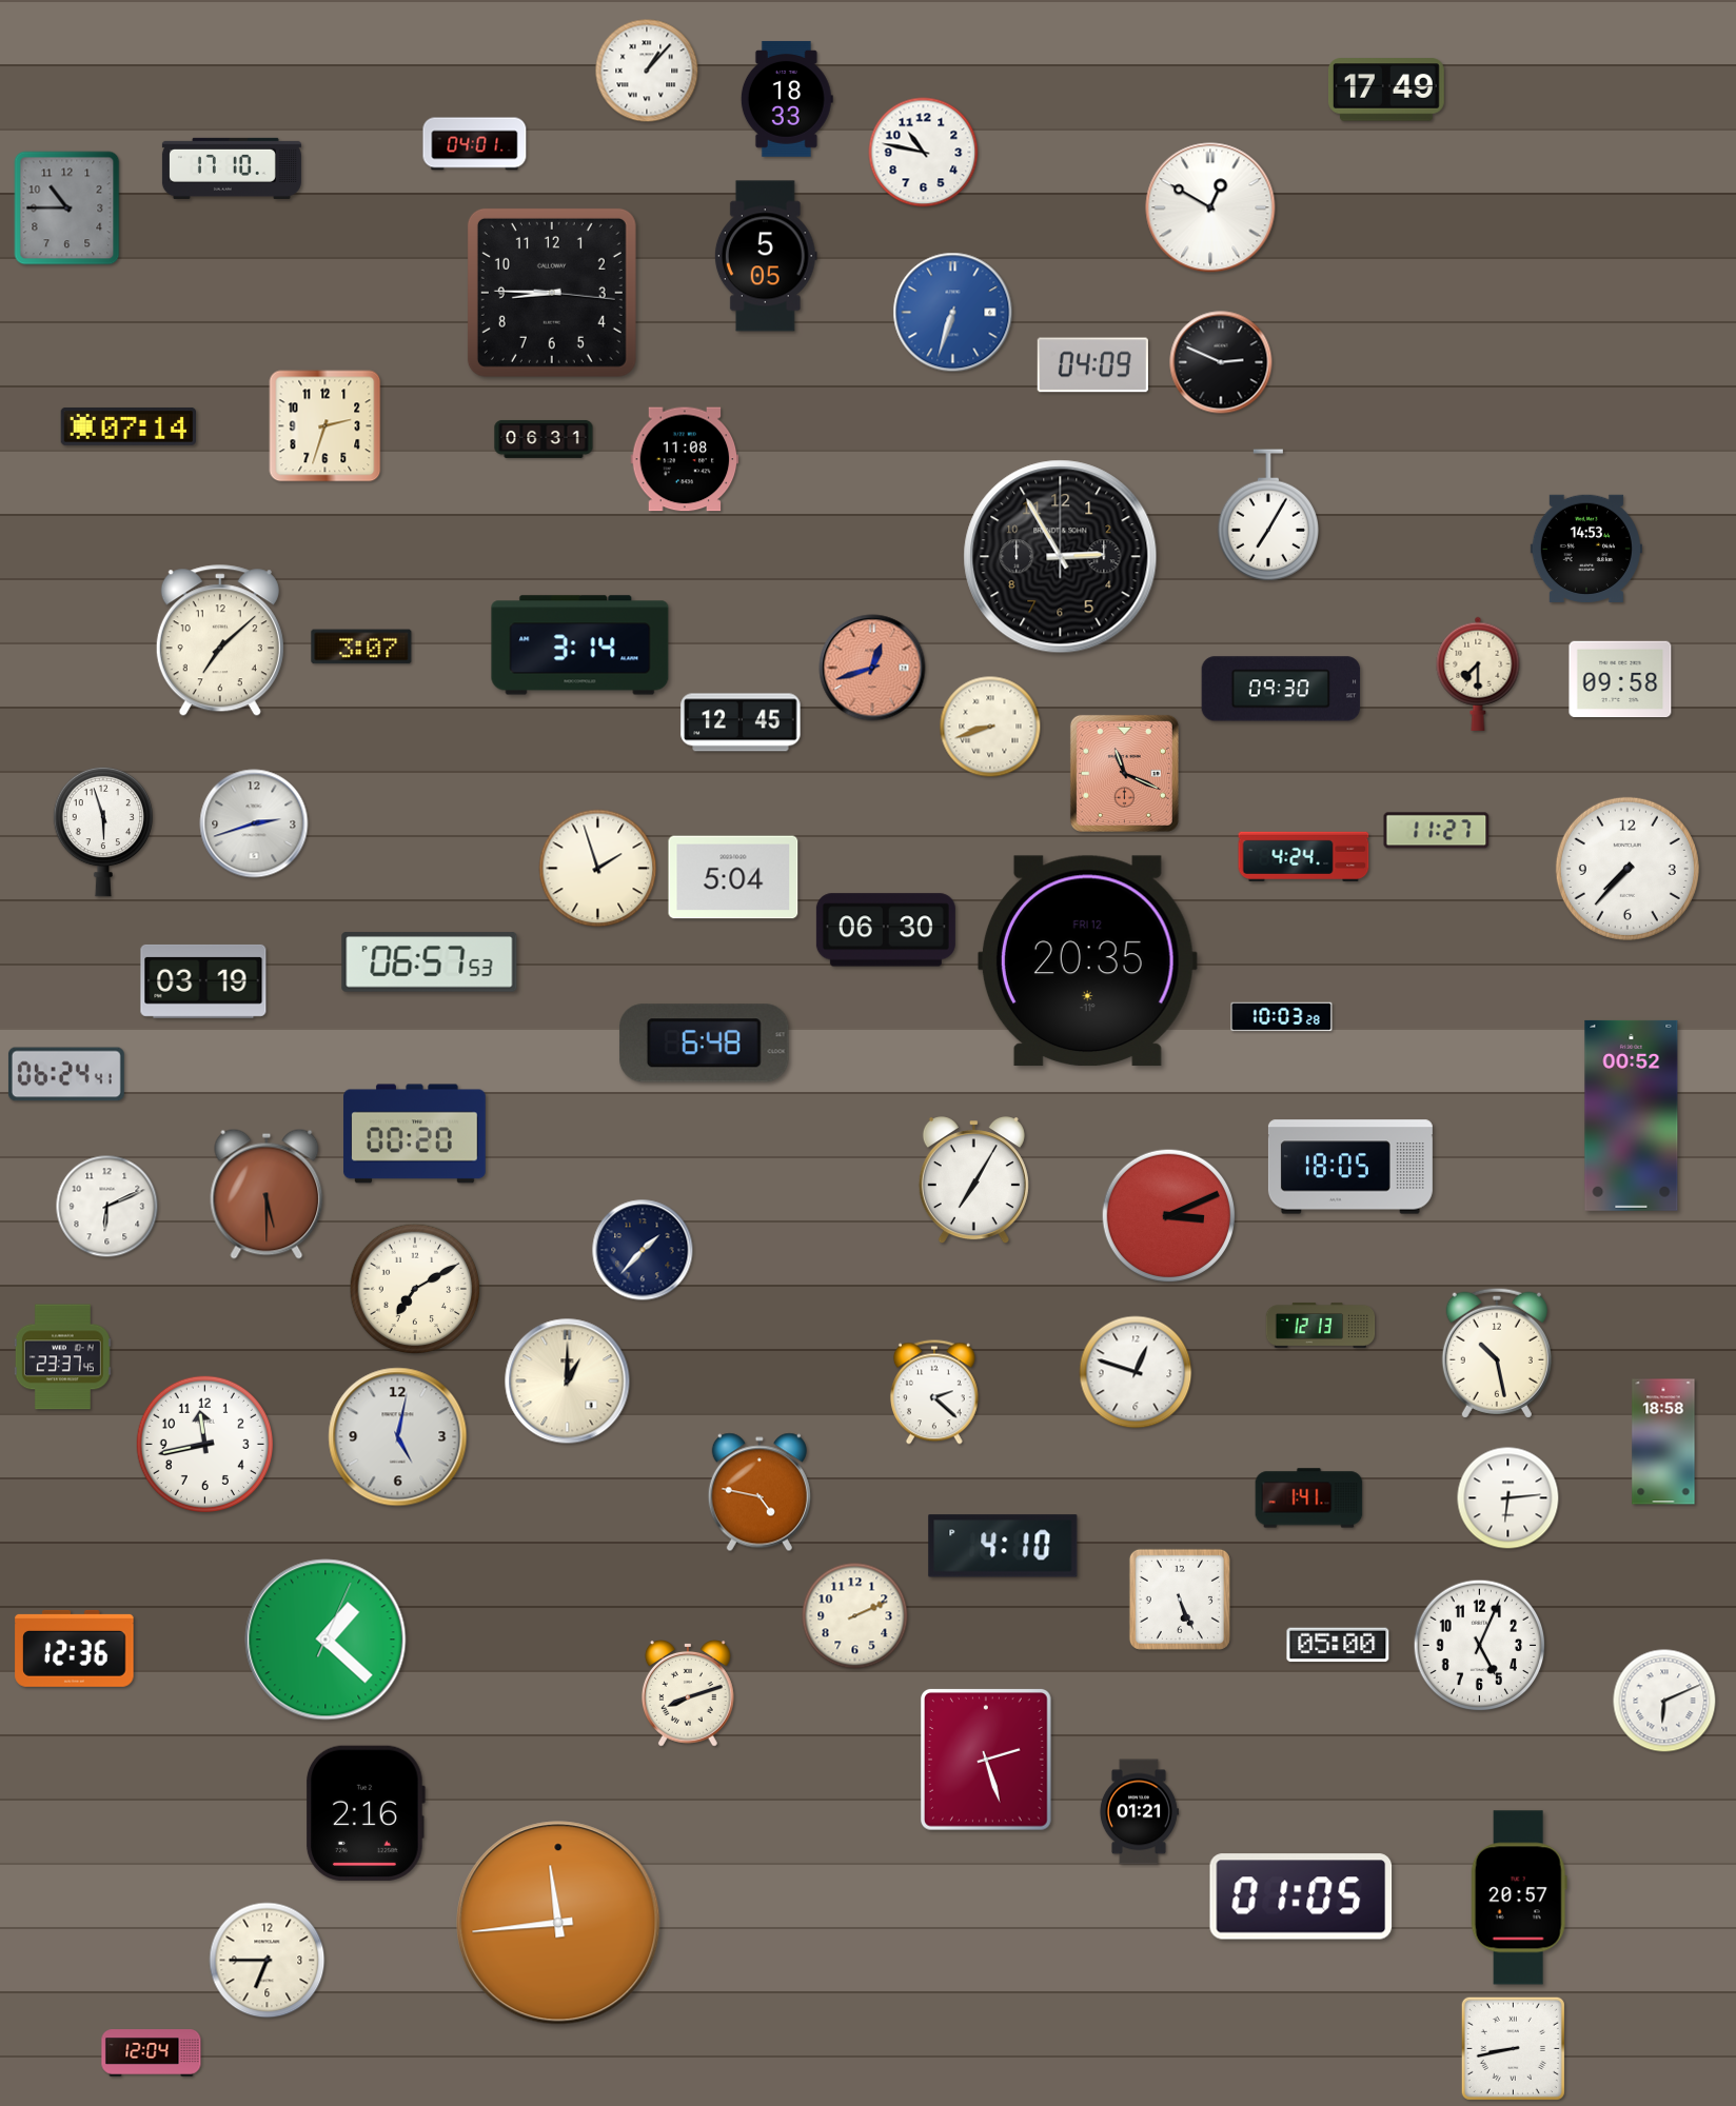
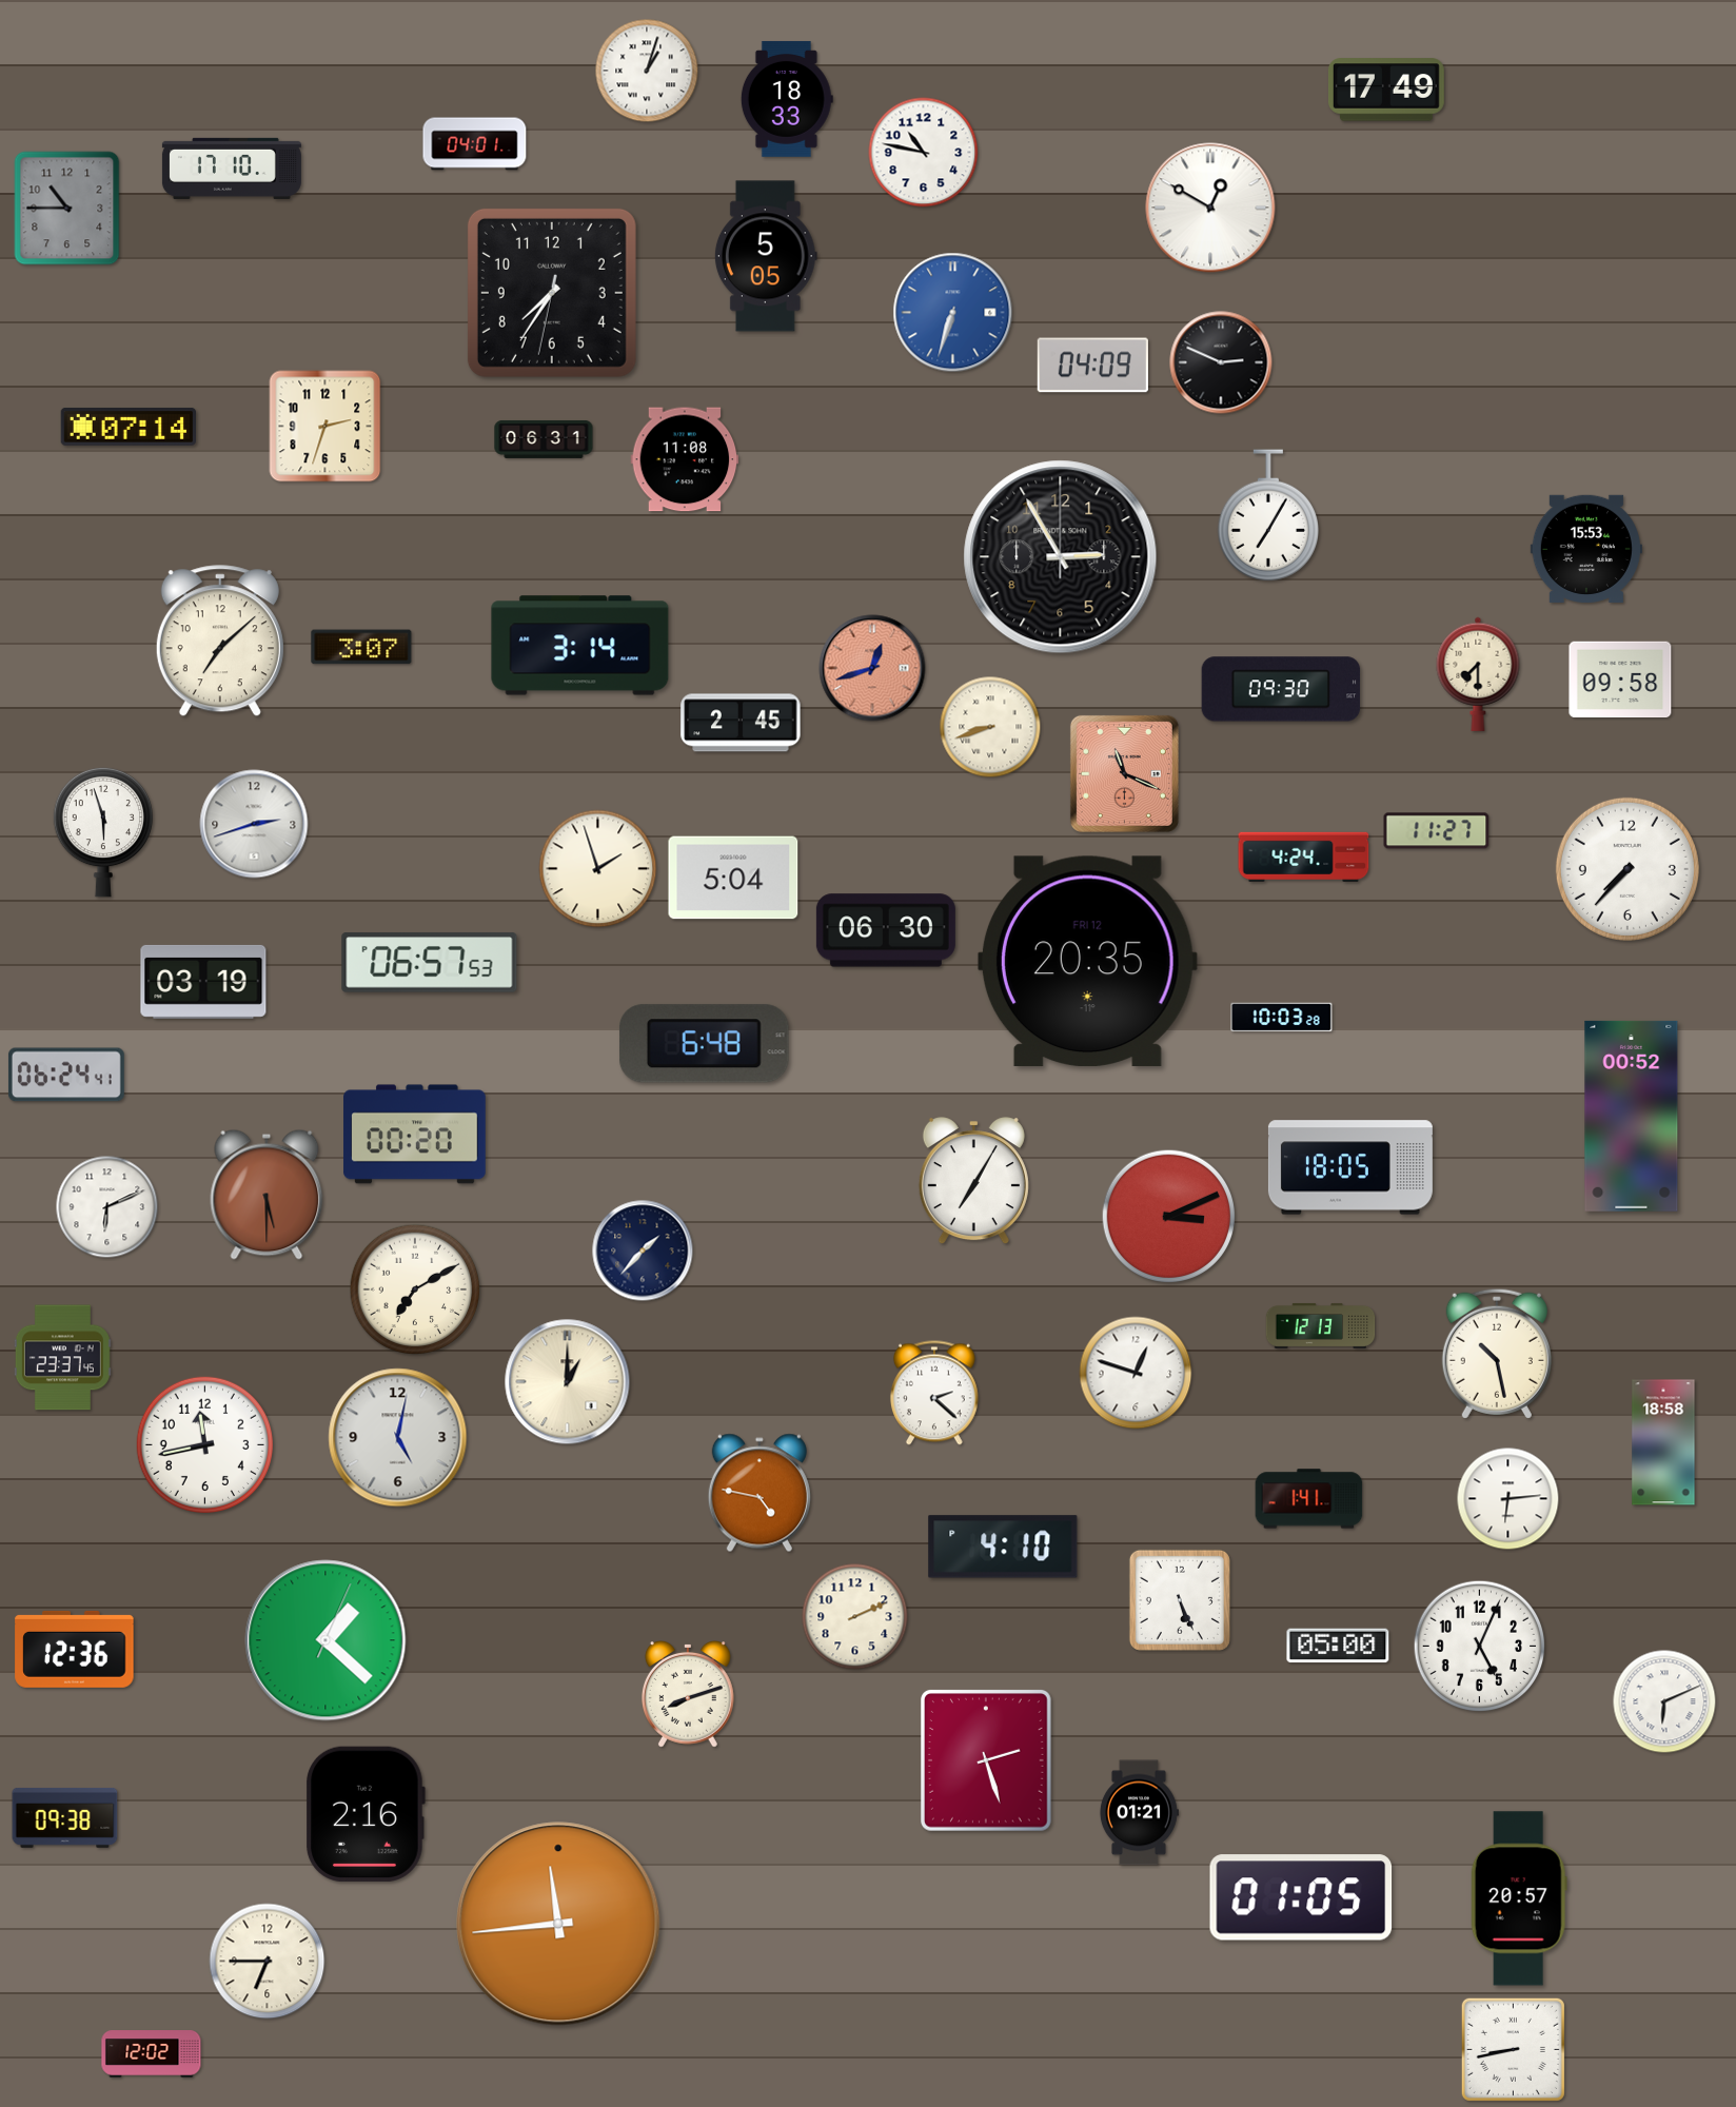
clock at (647, 71): 1:07 -> 1:03
clock at (552, 293): 8:45 -> 7:35
clock at (1586, 549): 14:53 -> 15:53
clock at (741, 722): 12:45 -> 2:45
clock at (65, 1818): none -> 09:38
clock at (152, 2053): 12:04 -> 12:02
